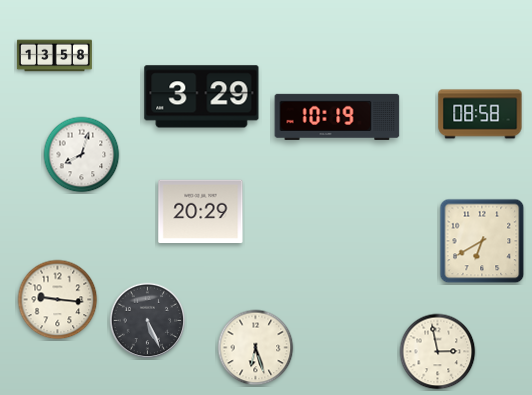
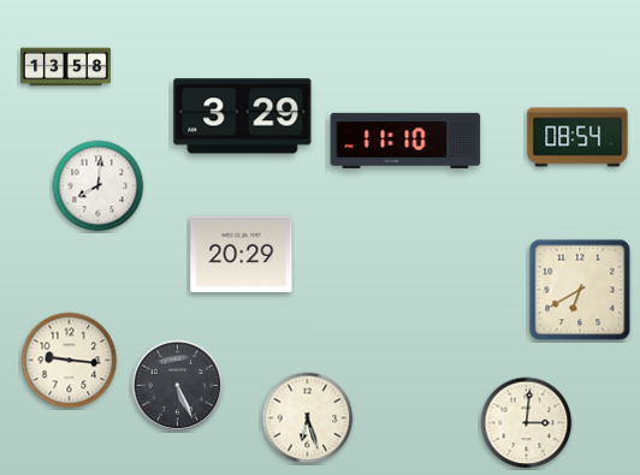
clock at (480, 114): 08:58 -> 08:54
clock at (337, 117): 10:19 -> 11:10
clock at (82, 155): 8:03 -> 8:01
clock at (438, 352): 2:58 -> 3:01
